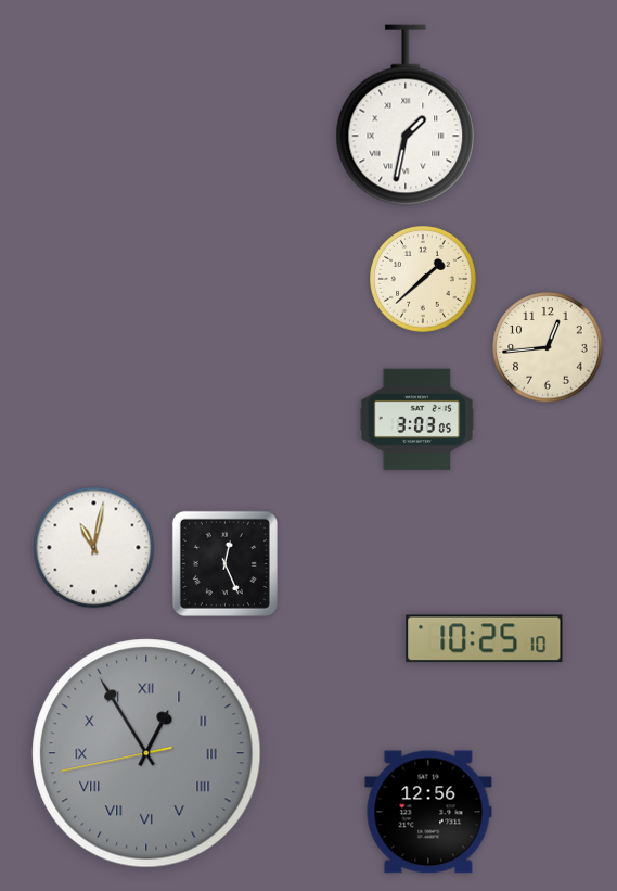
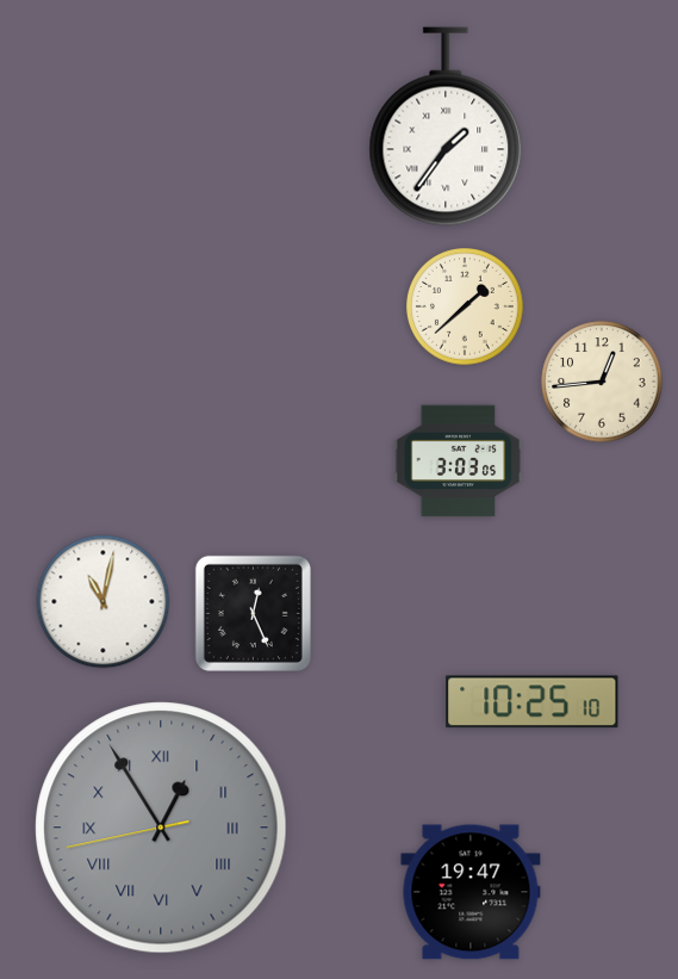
clock at (406, 115): 1:32 -> 1:36
clock at (224, 563) position: (224, 563) -> (253, 613)
clock at (428, 812): 12:56 -> 19:47
